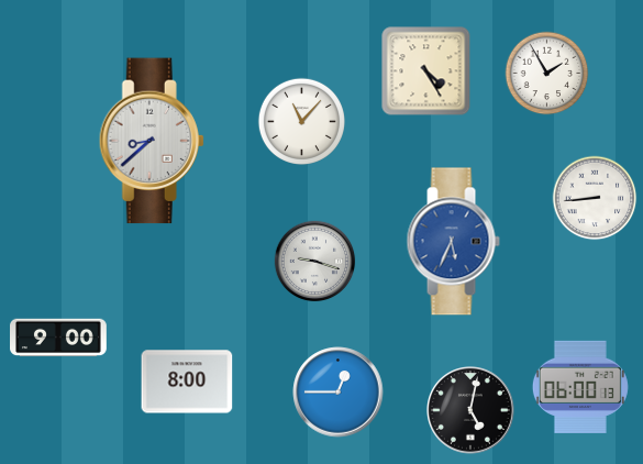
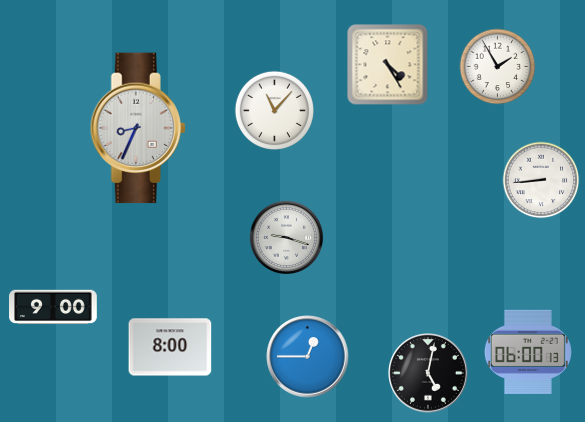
clock at (152, 141): 8:38 -> 8:34
clock at (453, 242): 5:34 -> none
